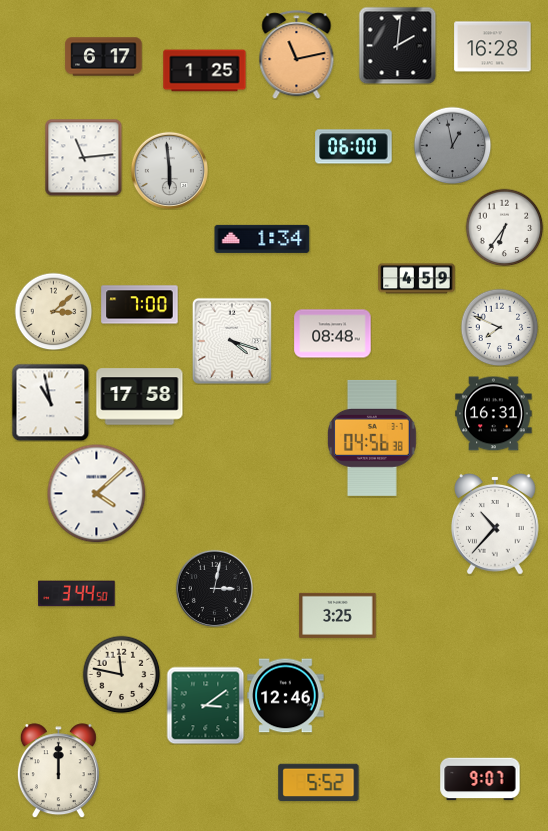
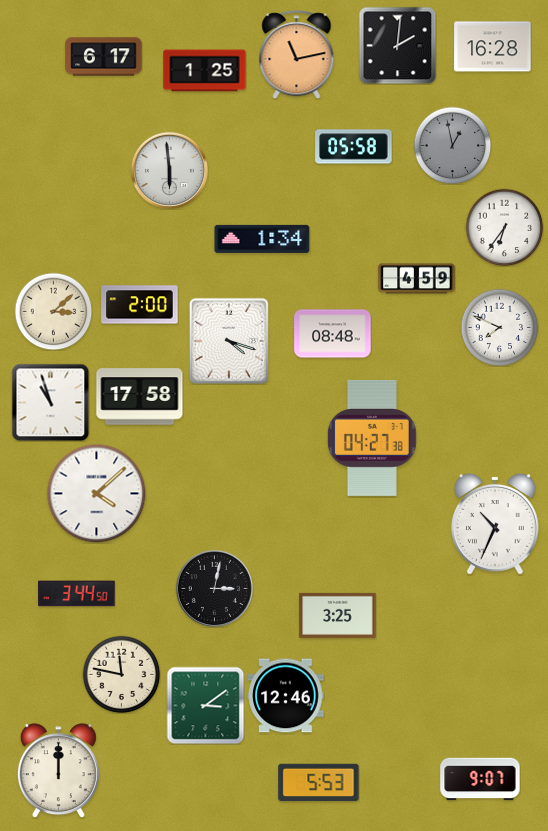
clock at (354, 147): 06:00 -> 05:58
clock at (83, 157): 11:14 -> none
clock at (140, 305): 7:00 -> 2:00
clock at (232, 341) position: (232, 341) -> (229, 341)
clock at (50, 402): 10:58 -> 10:57
clock at (494, 414): 16:31 -> none
clock at (372, 438): 04:56 -> 04:27
clock at (495, 525): 10:37 -> 10:34
clock at (319, 783): 5:52 -> 5:53
